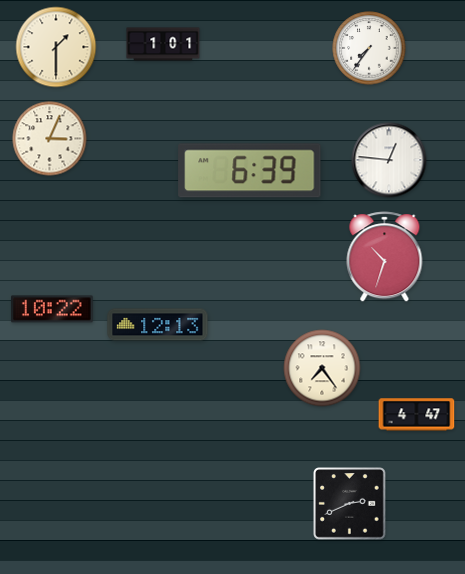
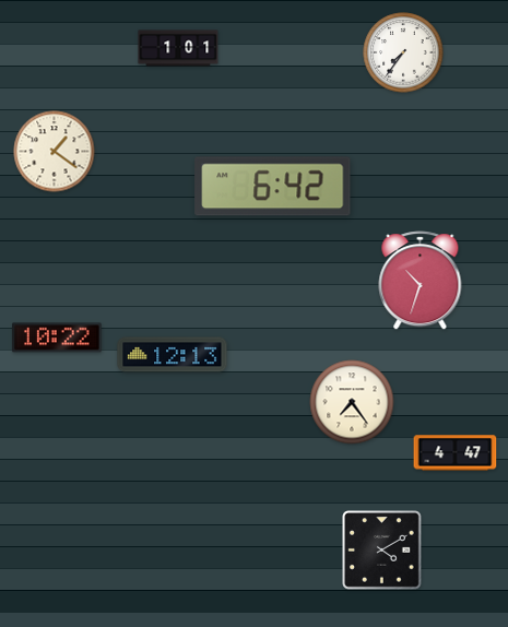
clock at (56, 47): 1:30 -> none
clock at (50, 139): 3:04 -> 1:21
clock at (389, 160): 12:46 -> none
clock at (250, 171): 6:39 -> 6:42
clock at (350, 504): 2:41 -> 4:10
